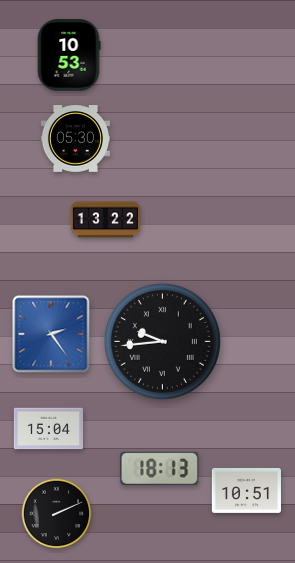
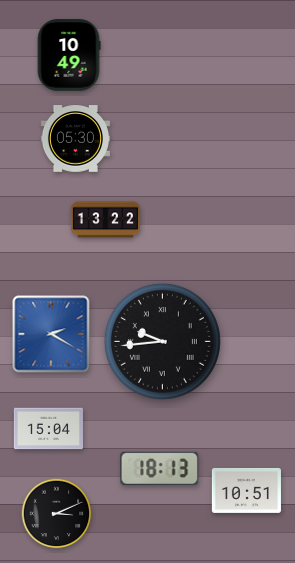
clock at (69, 55): 10:53 -> 10:49
clock at (51, 334): 2:24 -> 2:20
clock at (57, 514): 2:11 -> 3:11
